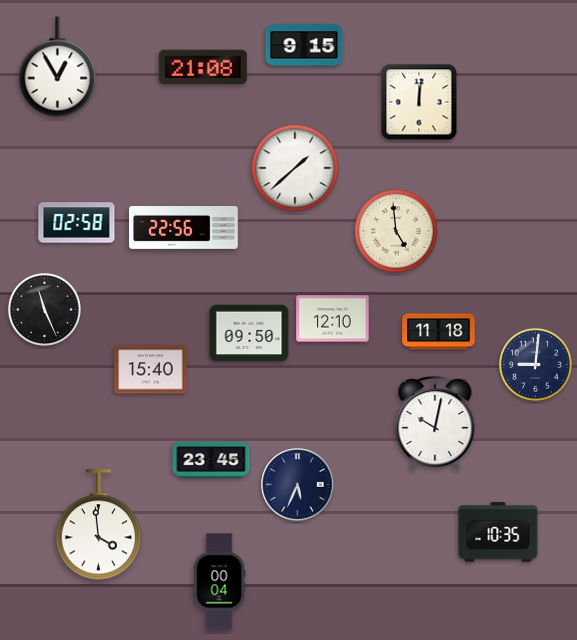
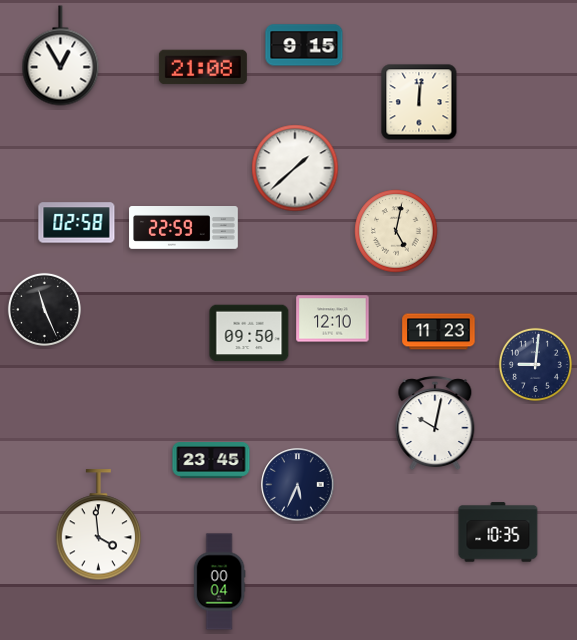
clock at (58, 67) position: (58, 67) -> (61, 56)
clock at (184, 228): 22:56 -> 22:59
clock at (396, 231): 4:59 -> 5:02
clock at (439, 332): 11:18 -> 11:23
clock at (151, 370): 15:40 -> none
